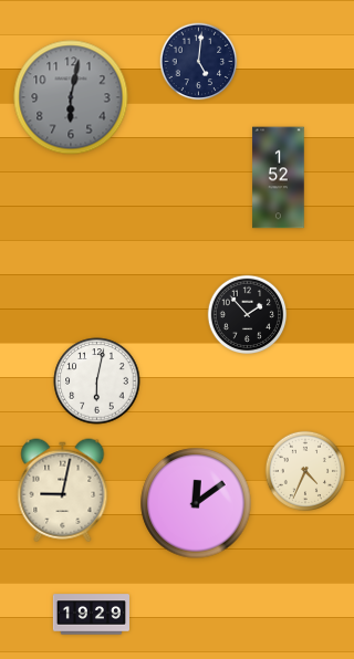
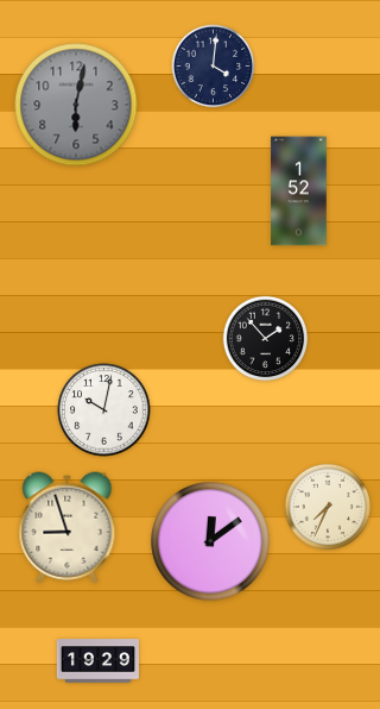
clock at (199, 62): 5:01 -> 4:01
clock at (97, 381): 6:02 -> 10:02
clock at (304, 470): 4:34 -> 7:34
clock at (63, 491): 9:02 -> 8:57
